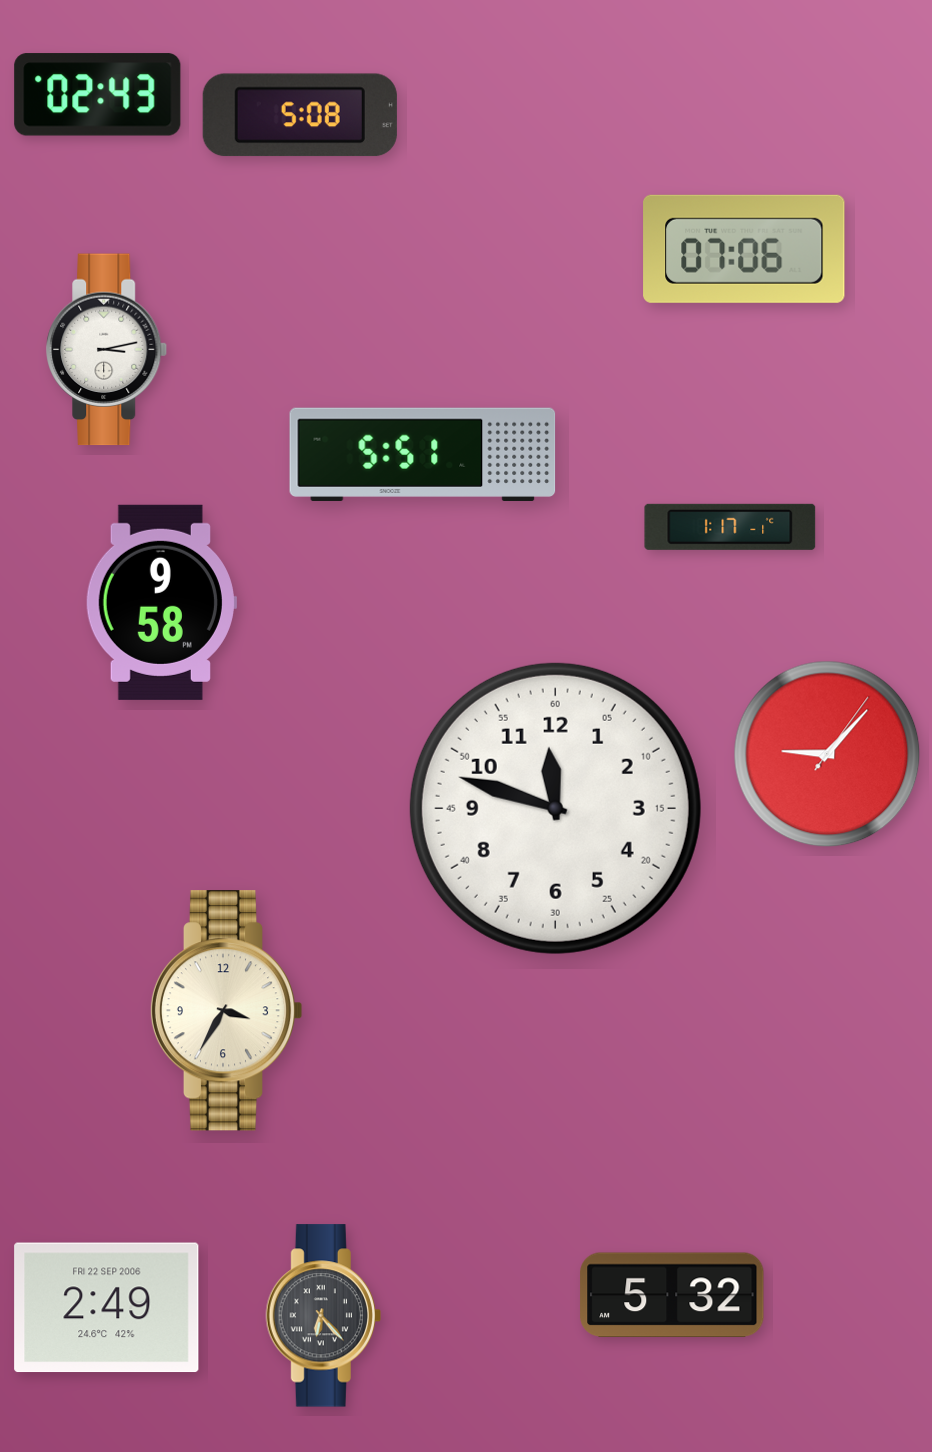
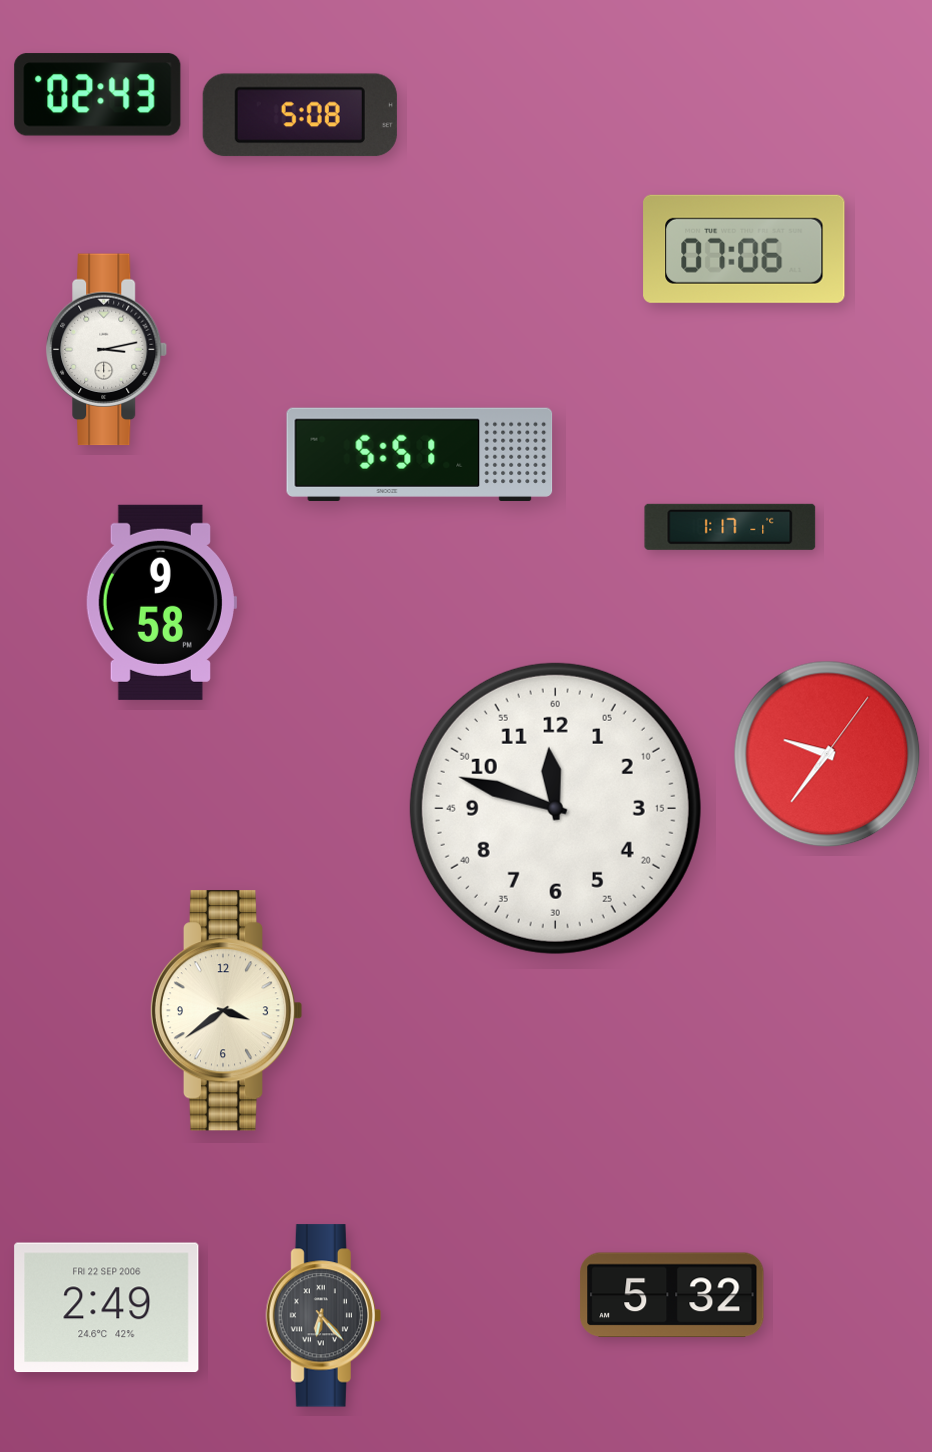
clock at (423, 454) position: (423, 454) -> (420, 454)
clock at (827, 754): 9:07 -> 9:36
clock at (226, 1011): 3:35 -> 3:39
